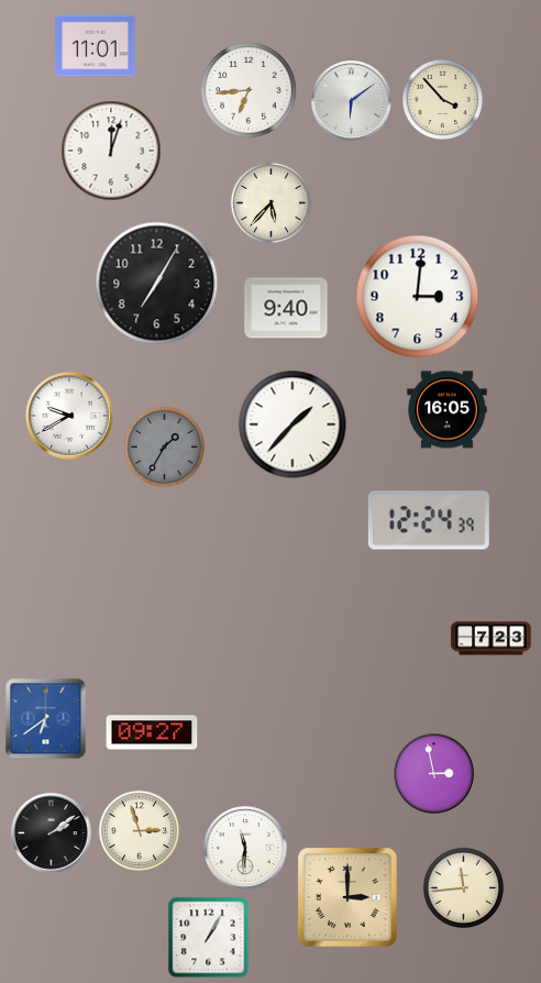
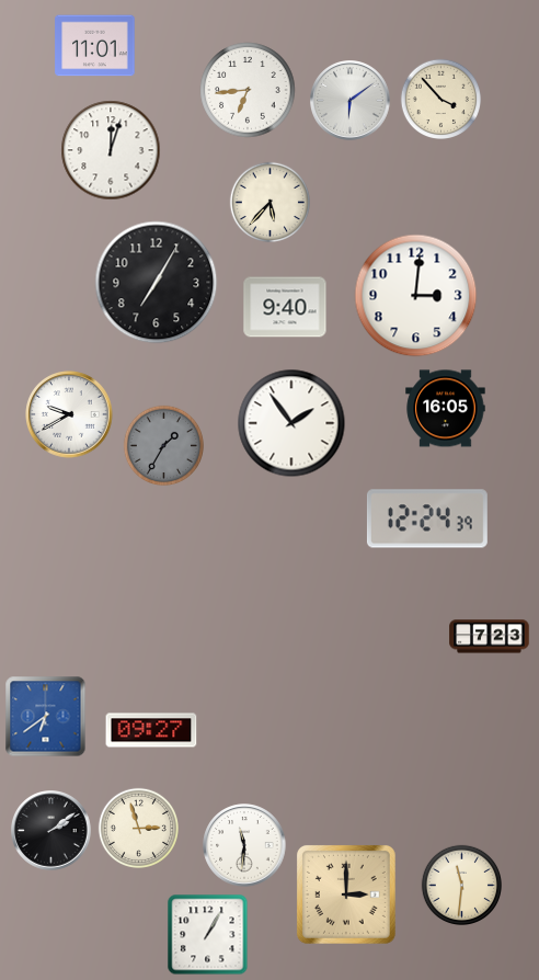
clock at (292, 424): 1:37 -> 1:54
clock at (434, 774): 2:58 -> none
clock at (463, 887): 11:44 -> 11:31
